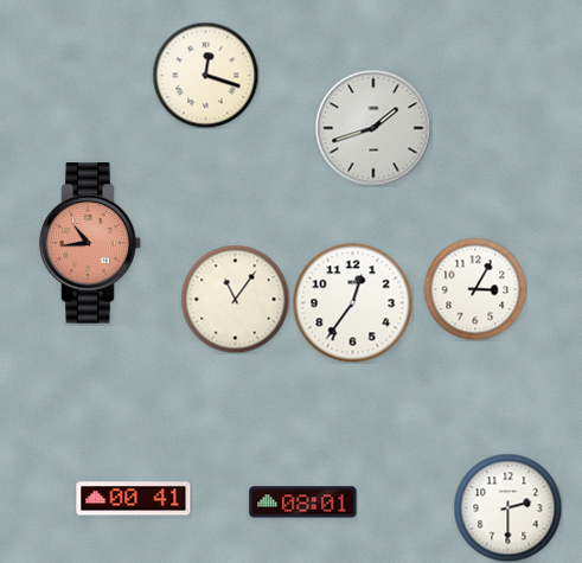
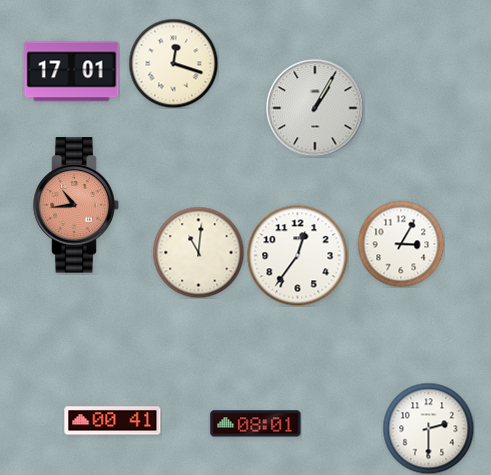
clock at (72, 72): none -> 17:01
clock at (373, 128): 1:42 -> 1:05
clock at (235, 299): 11:06 -> 11:01
